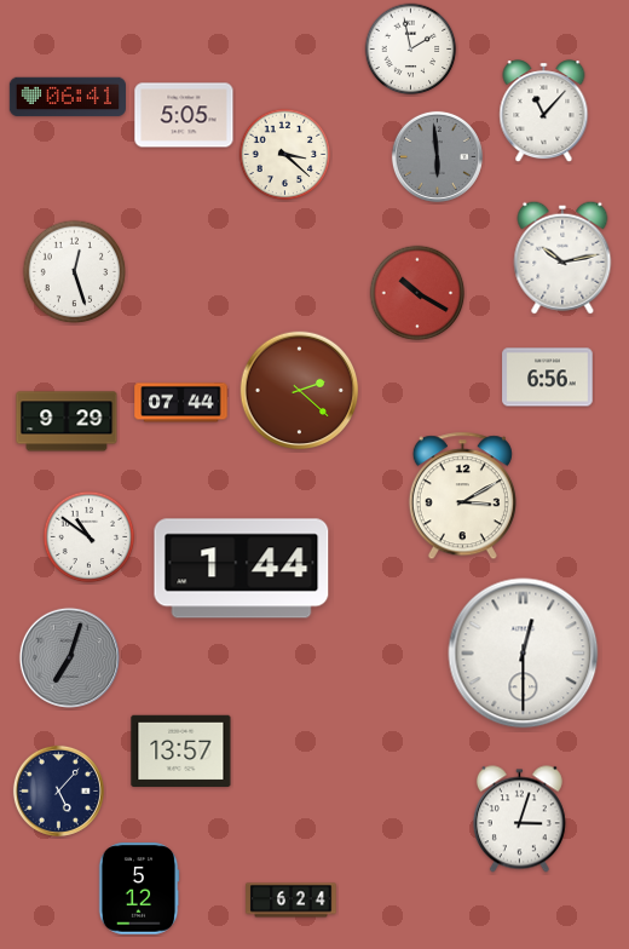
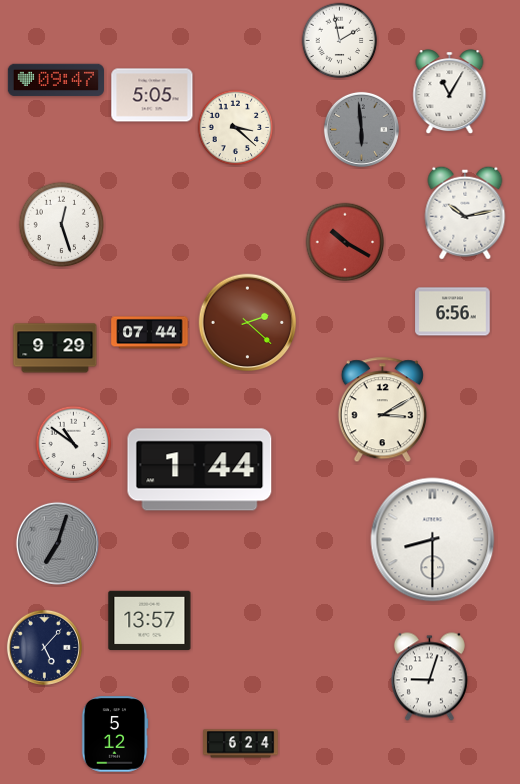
clock at (67, 97): 06:41 -> 09:47
clock at (544, 111): 11:07 -> 11:05
clock at (524, 654): 12:30 -> 8:30
clock at (58, 790) position: (58, 790) -> (44, 647)
clock at (519, 819): 3:03 -> 9:03
